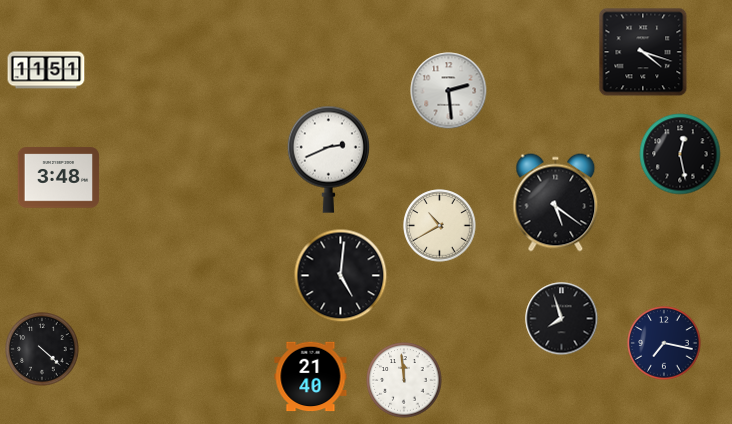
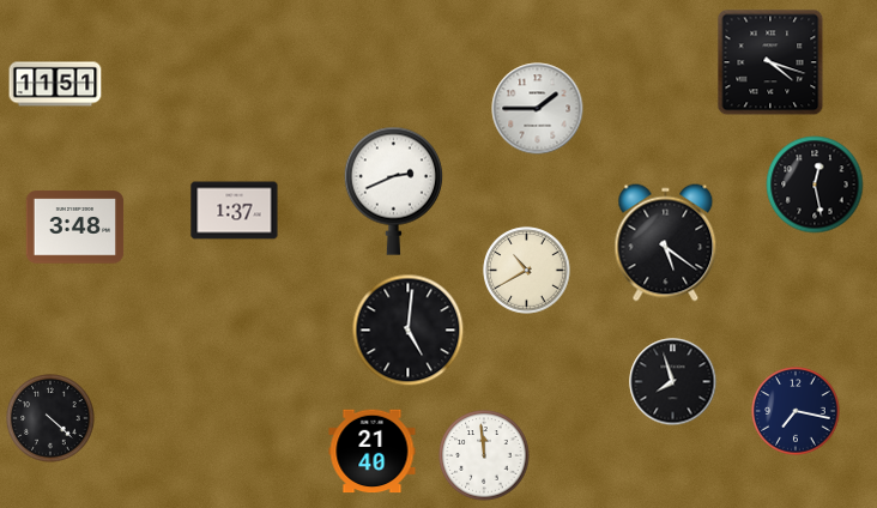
clock at (449, 91): 2:29 -> 1:45
clock at (235, 211): none -> 1:37
clock at (59, 178) position: (59, 178) -> (75, 228)
